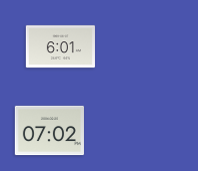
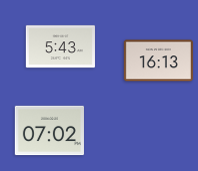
clock at (60, 47): 6:01 -> 5:43
clock at (158, 61): none -> 16:13
